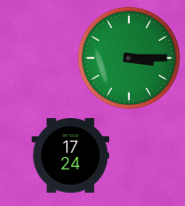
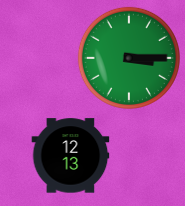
clock at (70, 156): 17:24 -> 12:13
